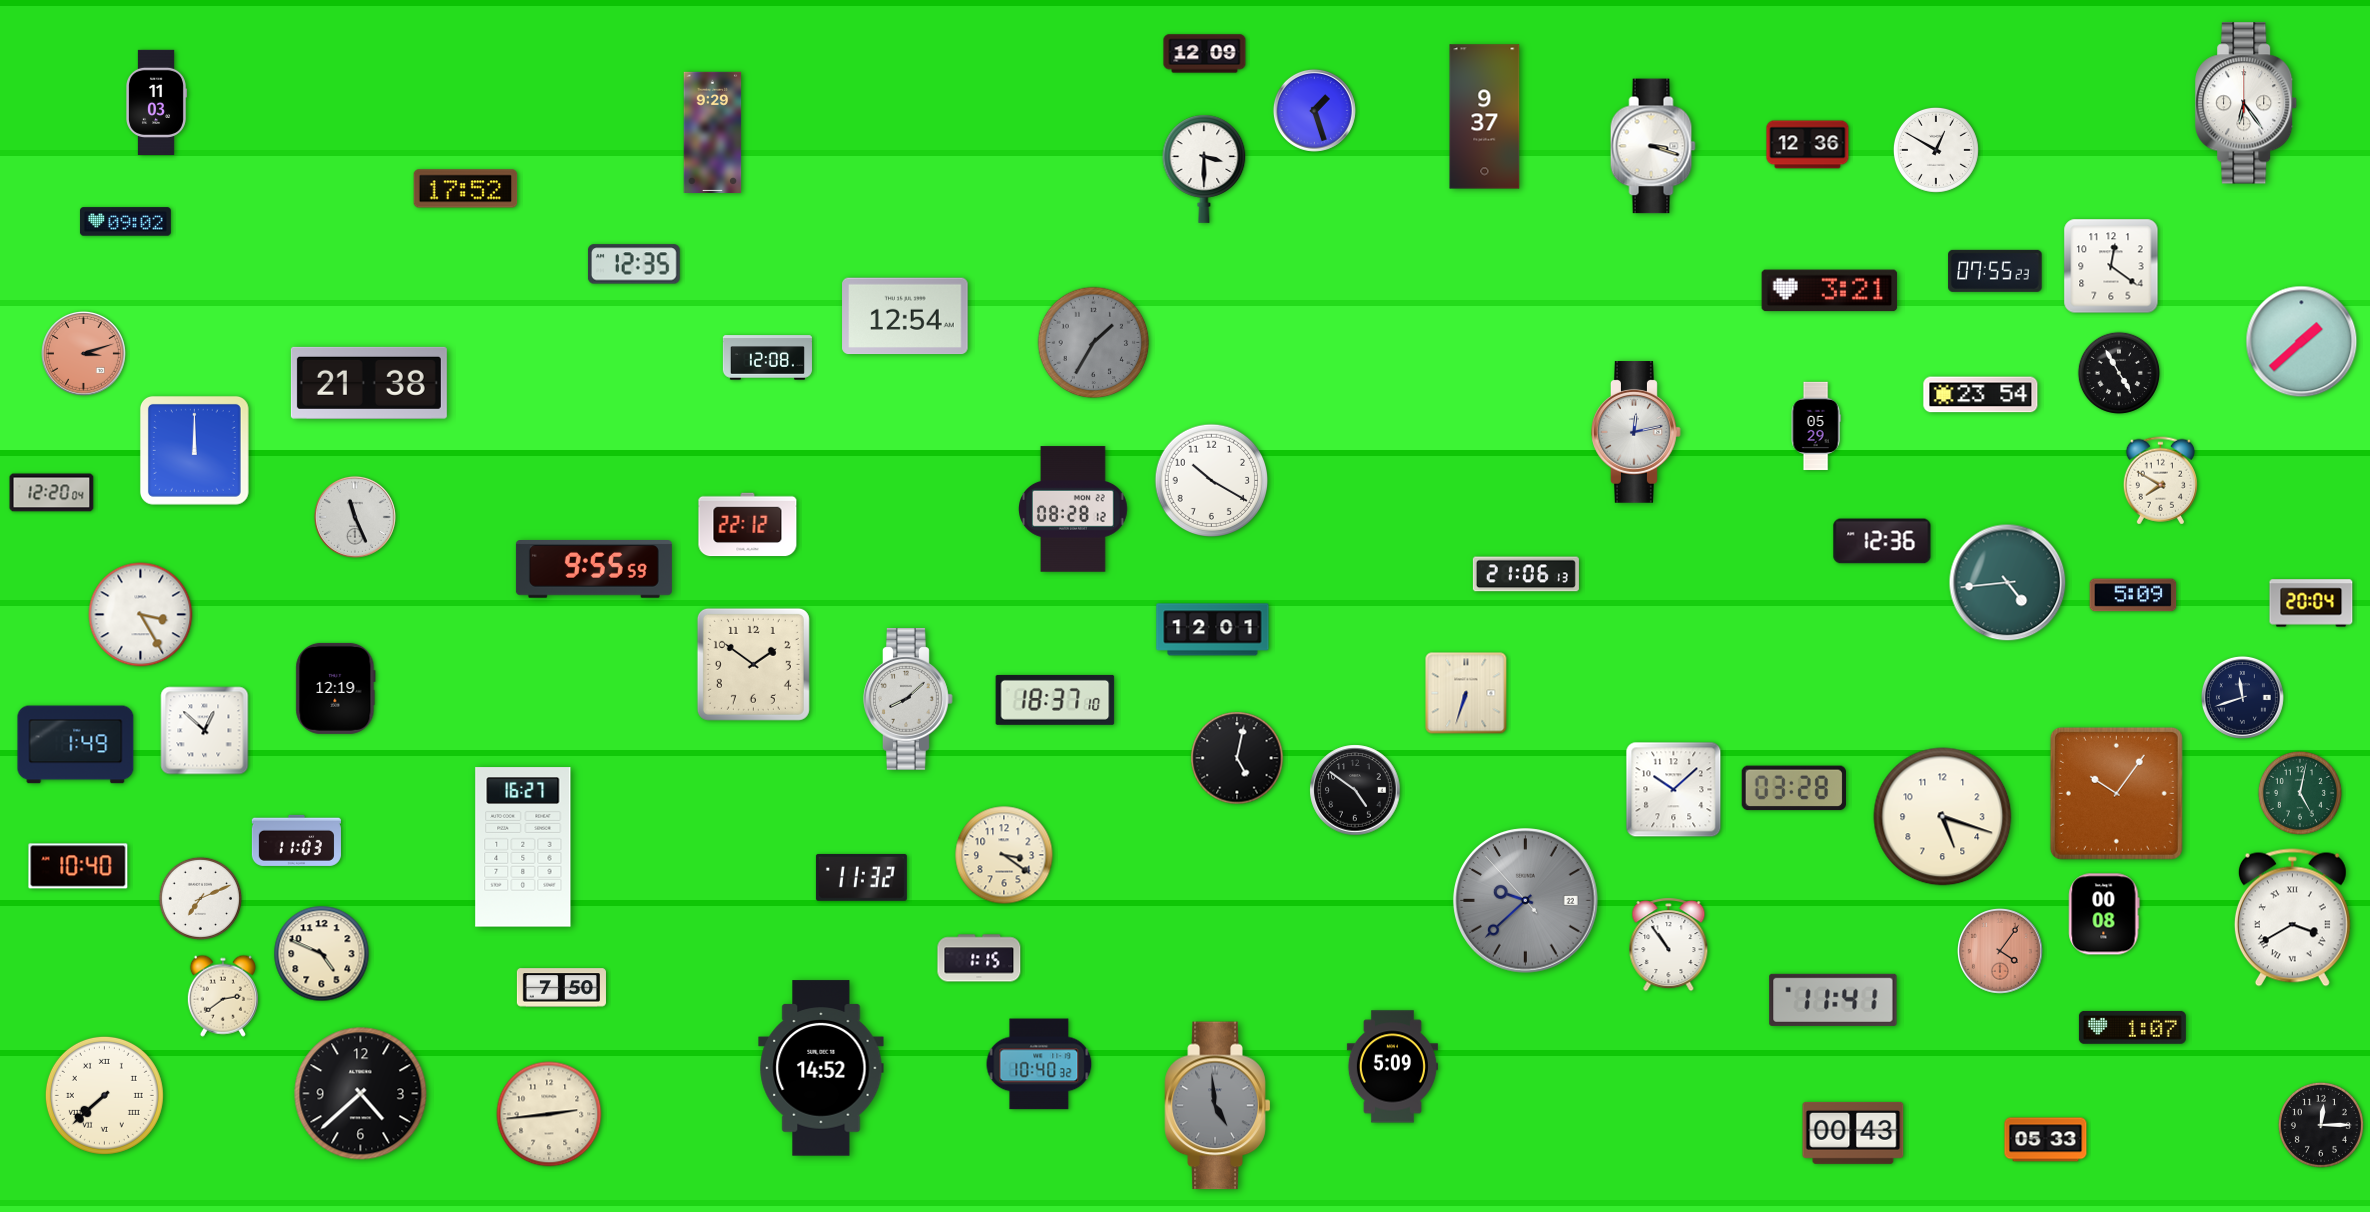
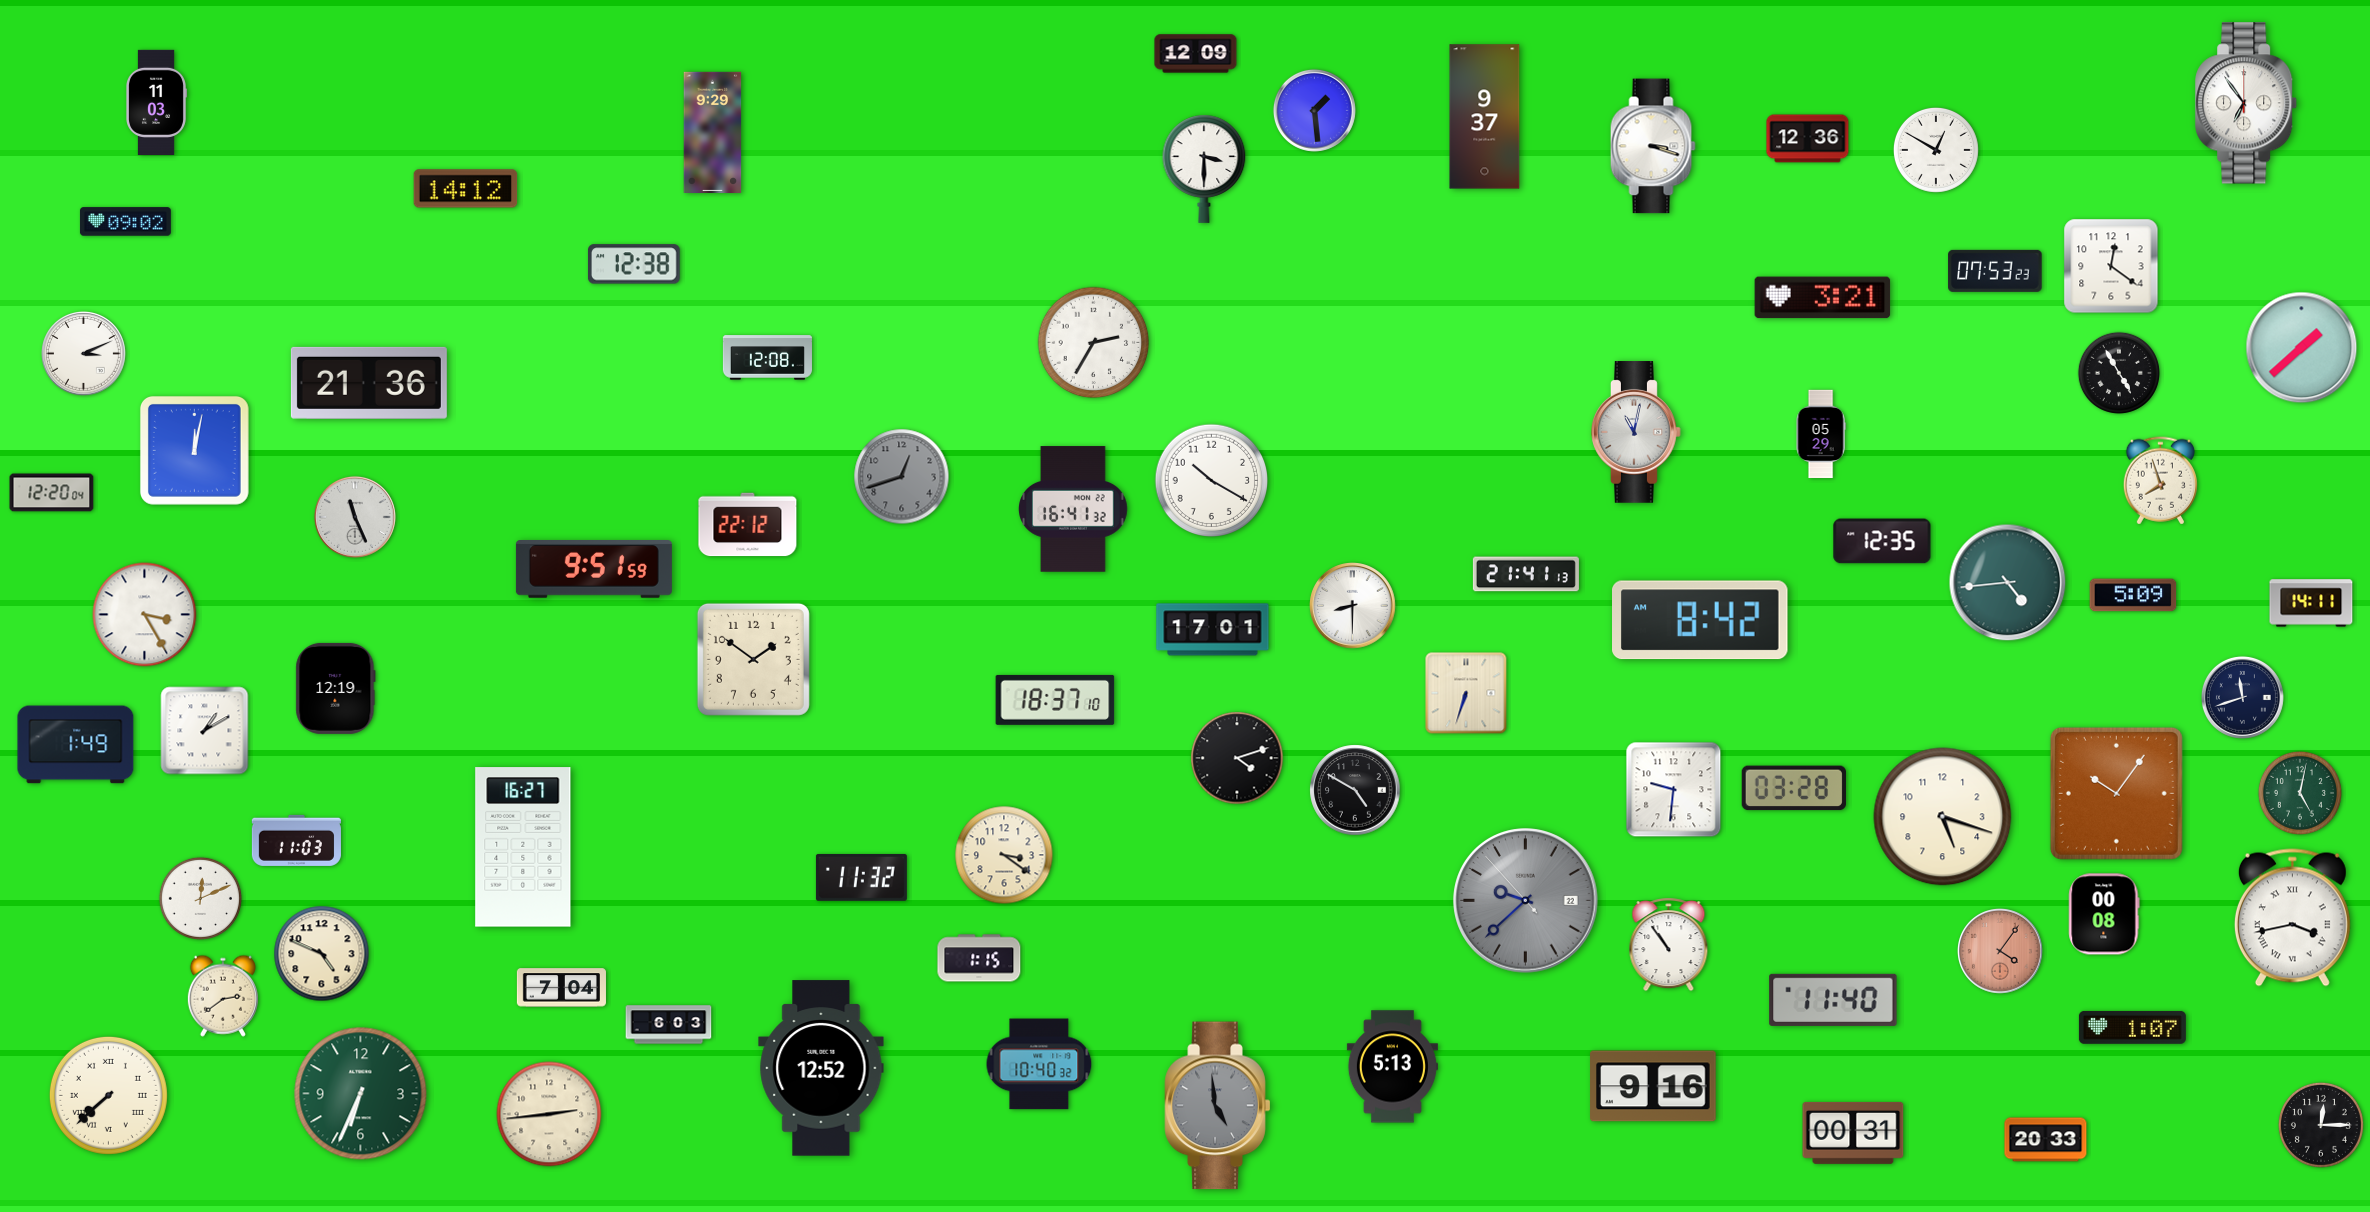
clock at (1205, 54) position: (1205, 54) -> (1196, 54)
clock at (2247, 103): 6:24 -> 6:54
clock at (1314, 110): 1:27 -> 1:29
clock at (1808, 145) position: (1808, 145) -> (1808, 139)
clock at (466, 189): 17:52 -> 14:12
clock at (634, 264): 12:35 -> 12:38
clock at (1995, 271): 07:55 -> 07:53
clock at (1830, 291) position: (1830, 291) -> (1823, 298)
clock at (905, 316): 12:54 -> none
clock at (2302, 342) position: (2302, 342) -> (2302, 348)
clock at (1094, 343): 1:35 -> 2:35
clock at (1094, 343) dial: grey -> white
clock at (83, 353): 3:12 -> 3:11
clock at (83, 353) dial: salmon -> white
clock at (369, 383): 21:38 -> 21:36
clock at (1981, 395): 23:54 -> none
clock at (1816, 426) position: (1816, 426) -> (1821, 434)
clock at (1636, 432): 12:13 -> 11:02
clock at (194, 450): 12:00 -> 12:02
clock at (902, 477): none -> 12:42
clock at (2160, 481): 7:50 -> 7:57
clock at (1074, 509): 08:28 -> 16:41
clock at (1882, 541): 12:36 -> 12:35
clock at (594, 569): 9:55 -> 9:51
clock at (1526, 574): 21:06 -> 21:41
clock at (2311, 603): 20:04 -> 14:11
clock at (1353, 606): none -> 8:30
clock at (141, 615) position: (141, 615) -> (145, 615)
clock at (1701, 620): none -> 8:42
clock at (1213, 630): 12:01 -> 17:01
clock at (753, 664) position: (753, 664) -> (753, 659)
clock at (908, 699): 8:08 -> none
clock at (205, 731): 12:52 -> 1:10
clock at (1237, 758): 5:02 -> 4:12
clock at (1355, 790): 4:51 -> 4:50
clock at (1674, 790): 10:08 -> 9:31
clock at (78, 866): 10:40 -> none
clock at (200, 898): 7:11 -> 12:11
clock at (2292, 918): 3:40 -> 3:43
clock at (561, 988): 7:50 -> 7:04
clock at (1833, 1000): 11:41 -> 11:40
clock at (669, 1025): none -> 6:03
clock at (1392, 1067): 5:09 -> 5:13
clock at (821, 1068): 14:52 -> 12:52
clock at (1653, 1086): none -> 9:16
clock at (361, 1094): 4:38 -> 6:34
clock at (361, 1094) dial: black -> green
clock at (104, 1095) position: (104, 1095) -> (108, 1095)
clock at (1853, 1133): 00:43 -> 00:31
clock at (2046, 1140): 05:33 -> 20:33
